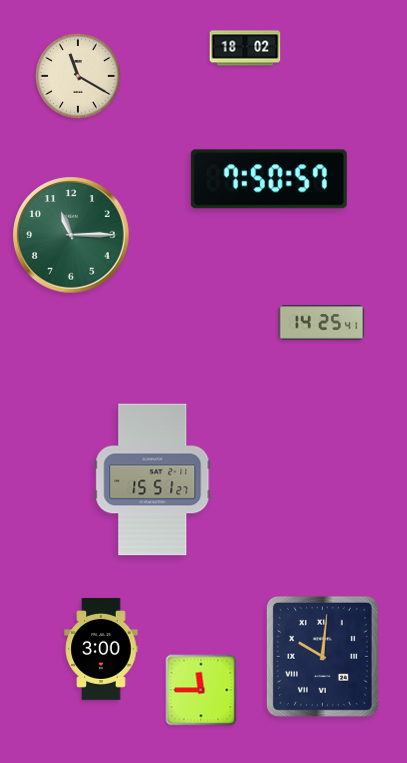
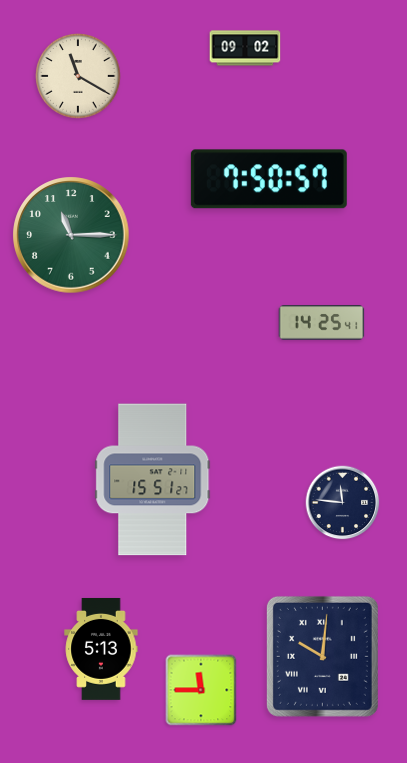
clock at (245, 48): 18:02 -> 09:02
clock at (343, 503): none -> 11:46
clock at (101, 649): 3:00 -> 5:13
